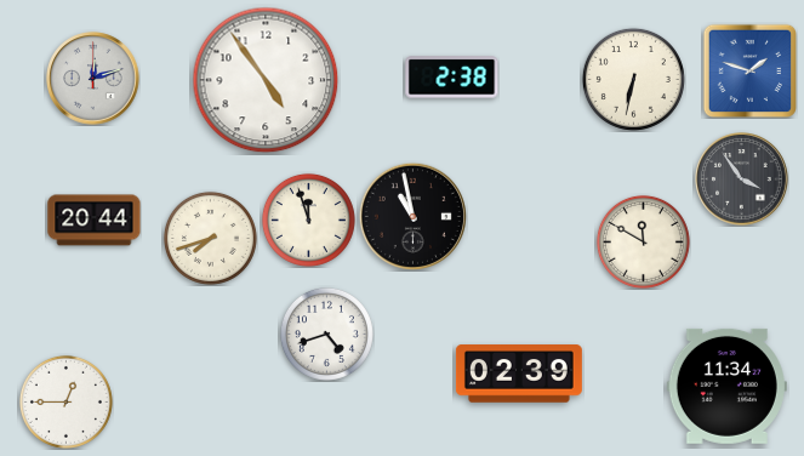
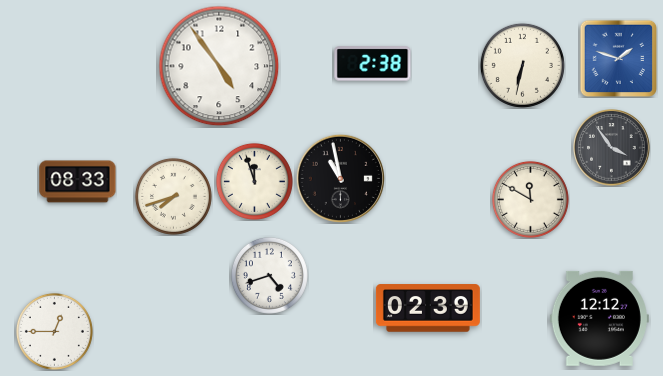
clock at (93, 79): 12:12 -> none
clock at (95, 221): 20:44 -> 08:33
clock at (726, 386): 11:34 -> 12:12
